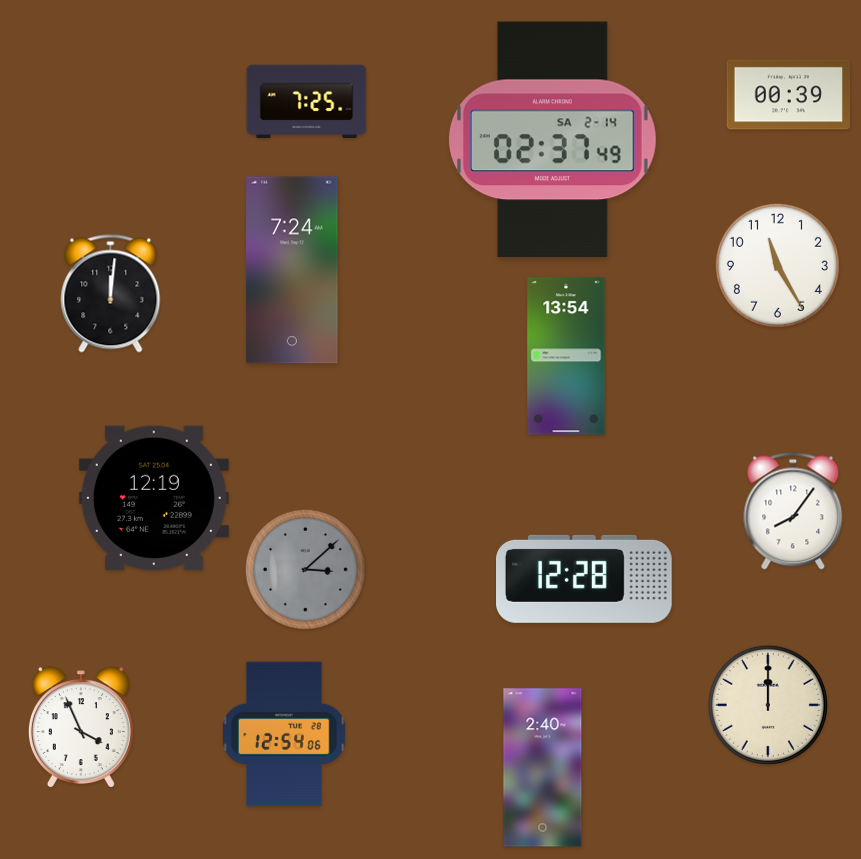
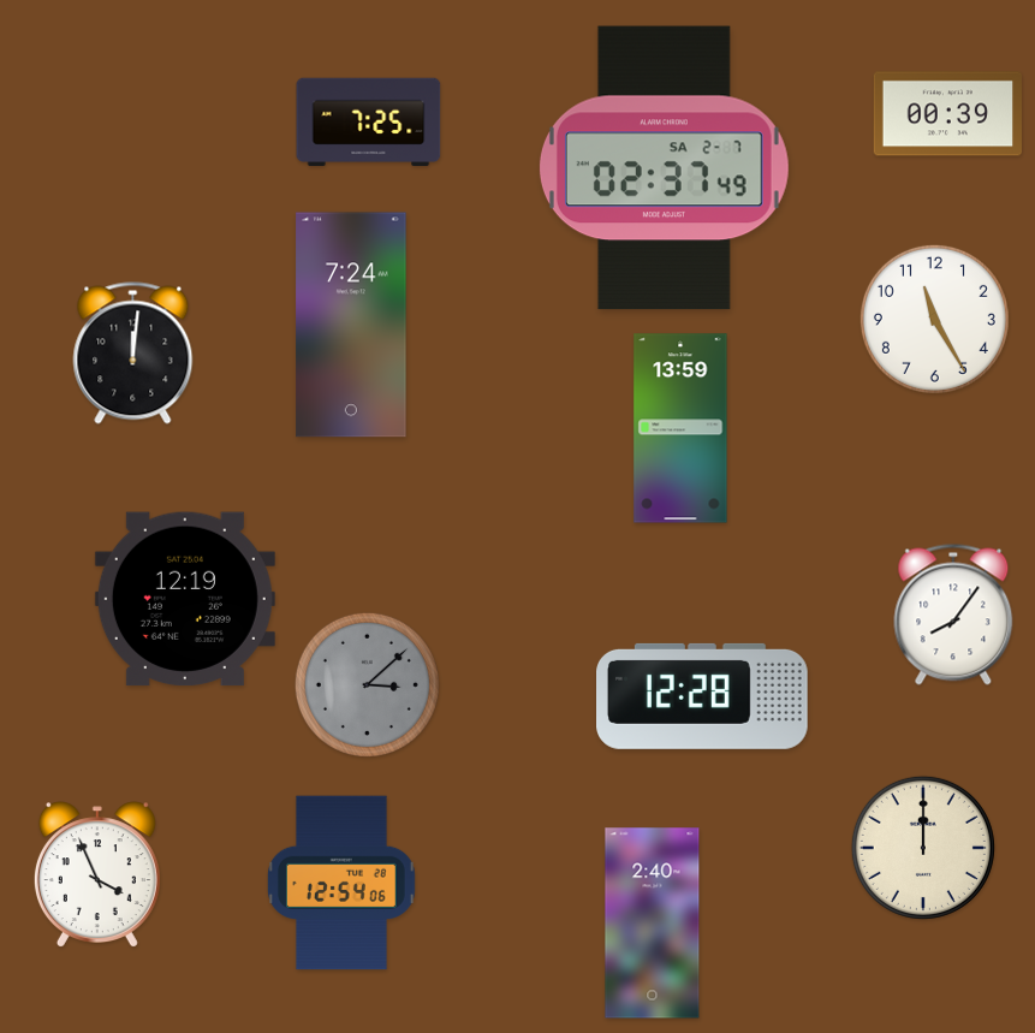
clock at (552, 140) date: SA 2-14 -> SA 2-7
clock at (566, 356): 13:54 -> 13:59
